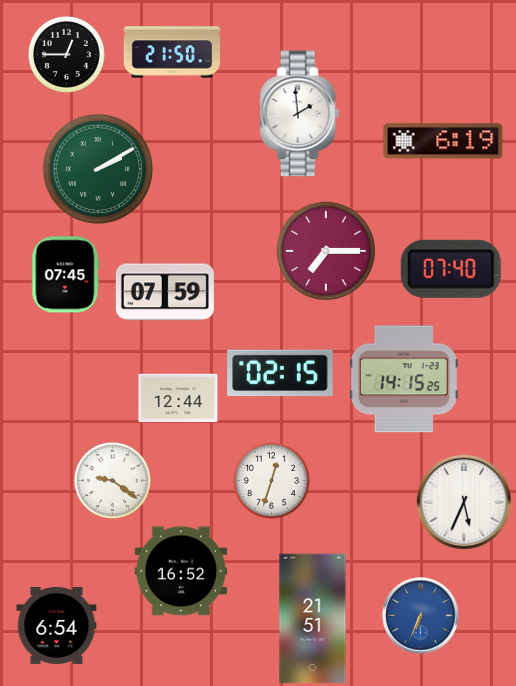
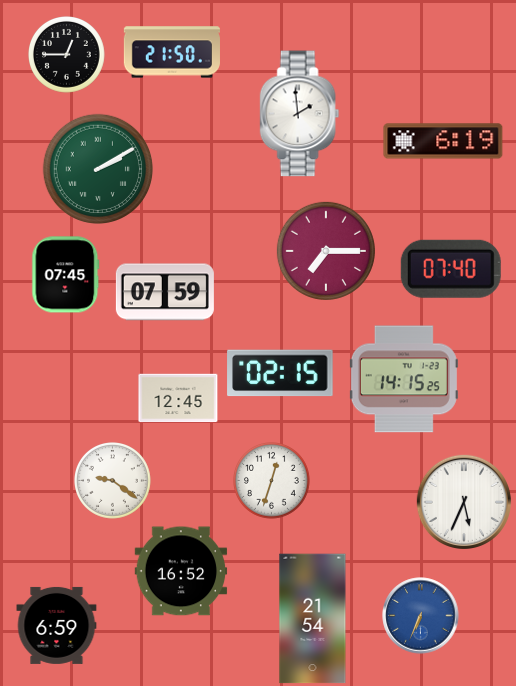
clock at (178, 398): 12:44 -> 12:45
clock at (313, 619): 21:51 -> 21:54
clock at (57, 625): 6:54 -> 6:59
